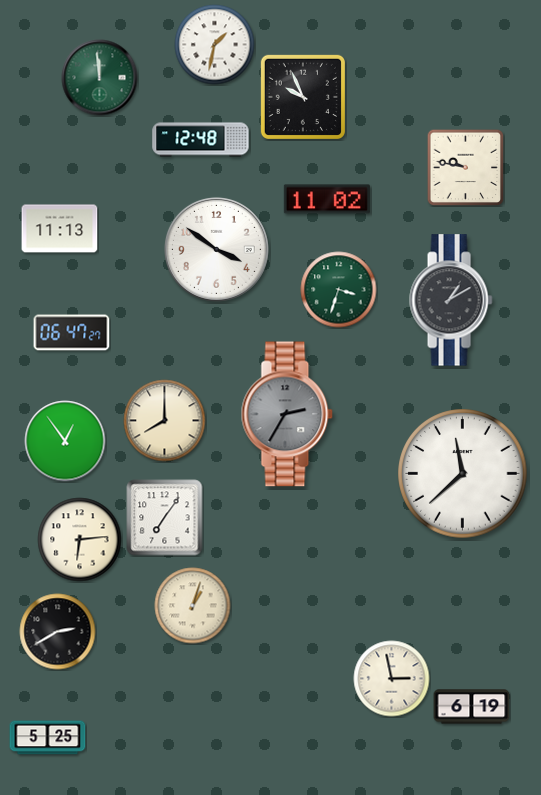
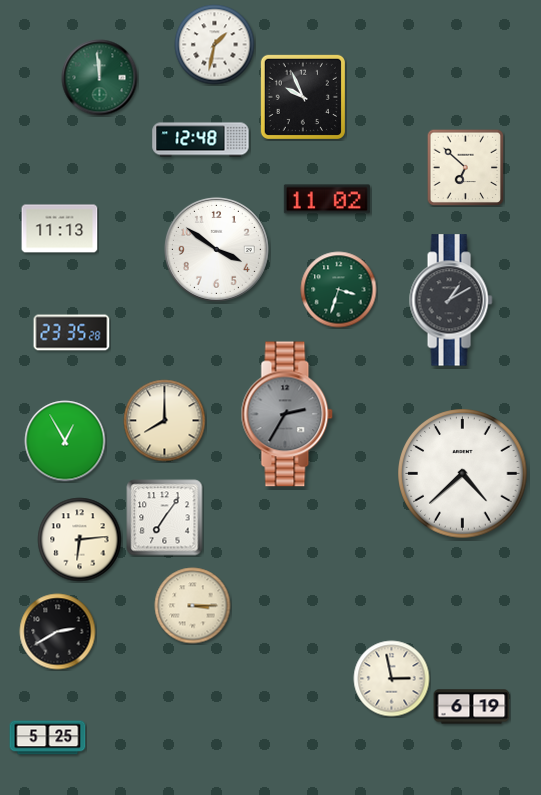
clock at (465, 167): 9:47 -> 6:52
clock at (72, 333): 06:47 -> 23:35
clock at (65, 441): 12:54 -> 12:55
clock at (463, 474): 11:38 -> 4:38
clock at (193, 606): 1:03 -> 3:15
